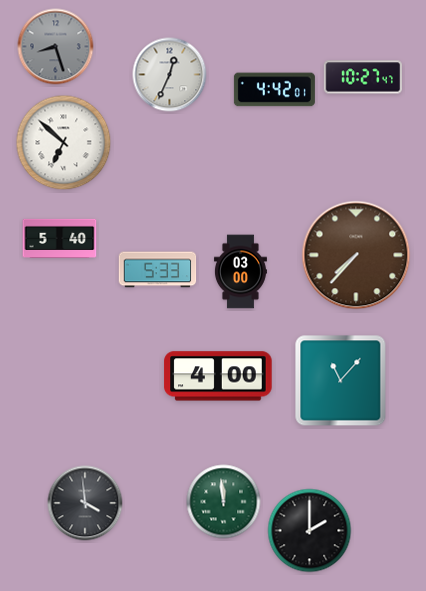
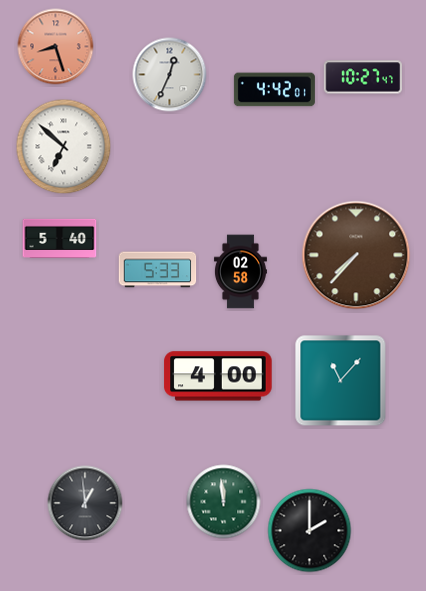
clock at (56, 47) dial: grey -> salmon
clock at (64, 143) position: (64, 143) -> (64, 147)
clock at (240, 272): 03:00 -> 02:58
clock at (85, 503): 3:59 -> 12:59
